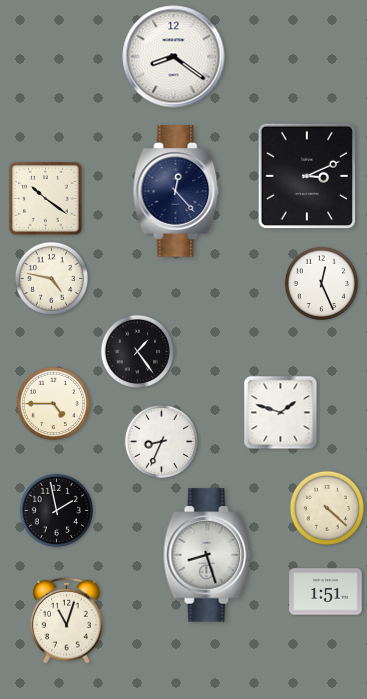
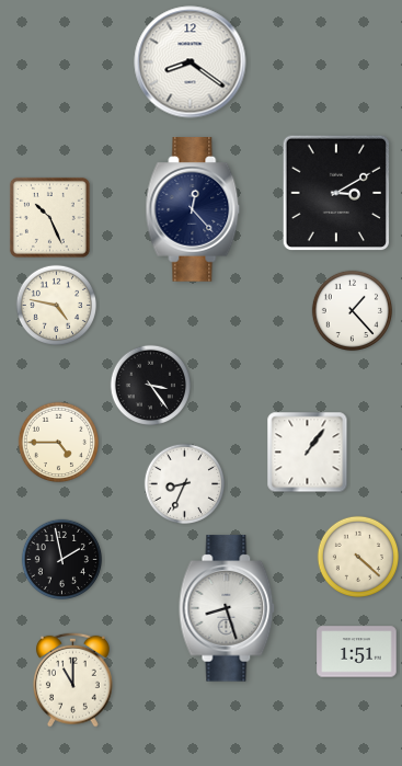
clock at (307, 176): 3:11 -> 3:10
clock at (45, 198): 10:21 -> 10:26
clock at (322, 284): 12:26 -> 1:23
clock at (138, 352): 1:24 -> 3:24
clock at (281, 413): 1:48 -> 1:06
clock at (162, 442) position: (162, 442) -> (185, 484)
clock at (326, 592) position: (326, 592) -> (357, 652)
clock at (66, 620): 11:03 -> 11:00
